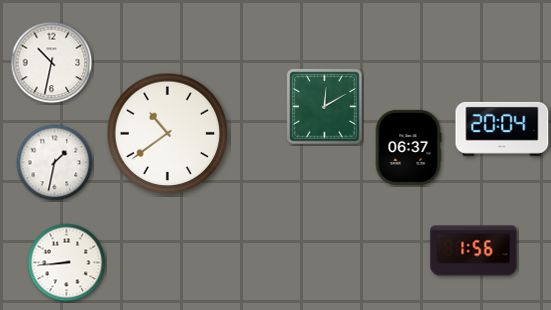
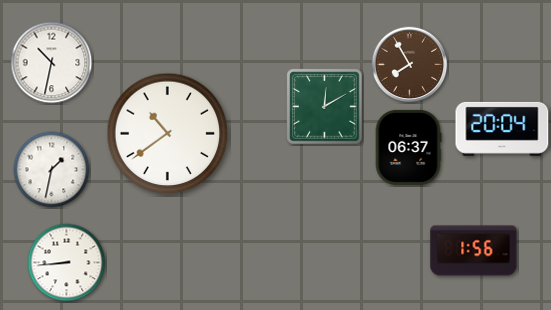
clock at (410, 65): none -> 7:55
clock at (55, 163) position: (55, 163) -> (52, 170)
